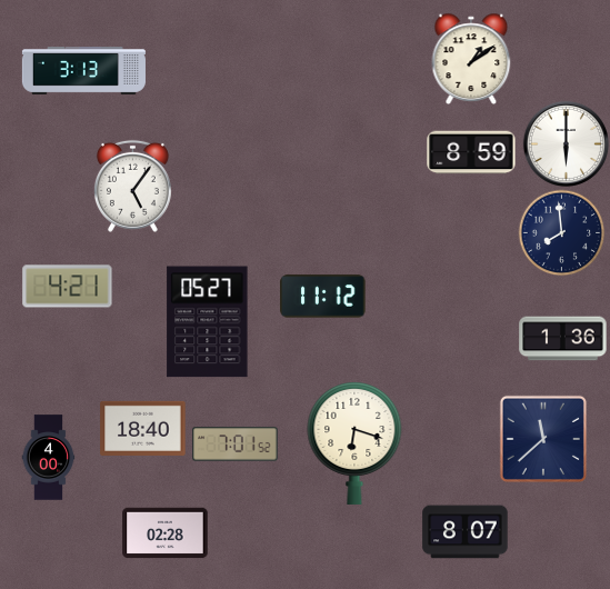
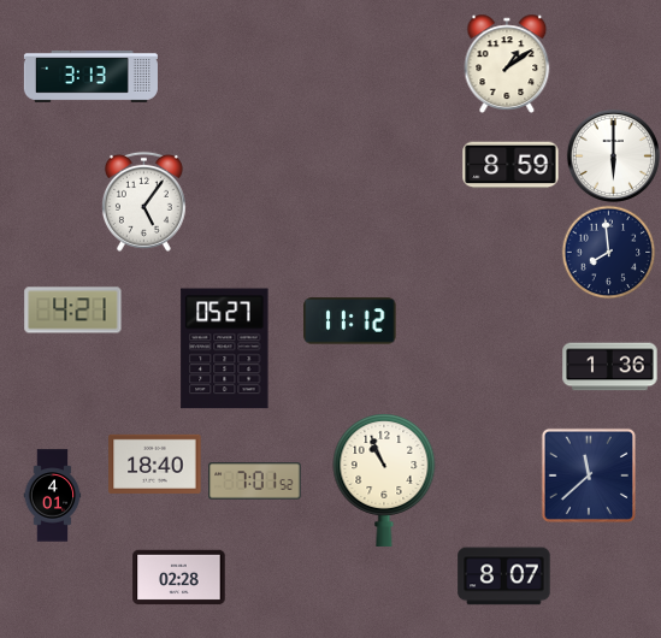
clock at (471, 58) position: (471, 58) -> (507, 63)
clock at (354, 442): 6:18 -> 10:56
clock at (49, 458): 4:00 -> 4:01
